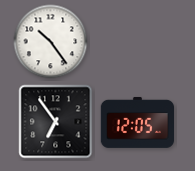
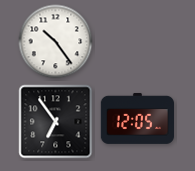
clock at (51, 42) position: (51, 42) -> (56, 42)
clock at (138, 122) position: (138, 122) -> (138, 118)
